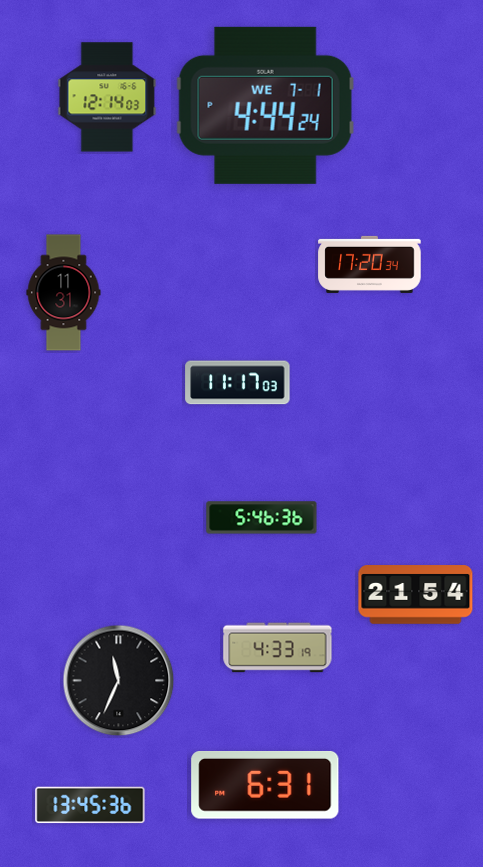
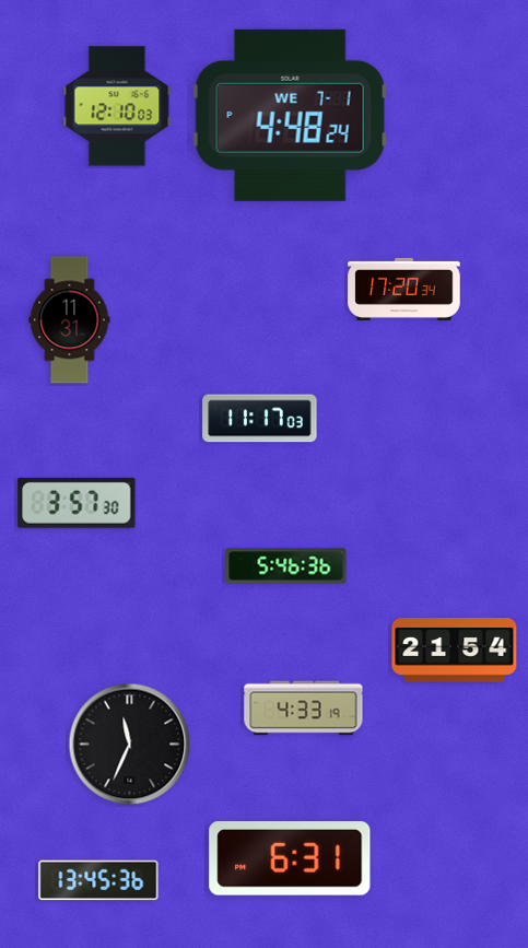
clock at (107, 97): 12:14 -> 12:10
clock at (265, 105): 4:44 -> 4:48
clock at (77, 503): none -> 3:57
